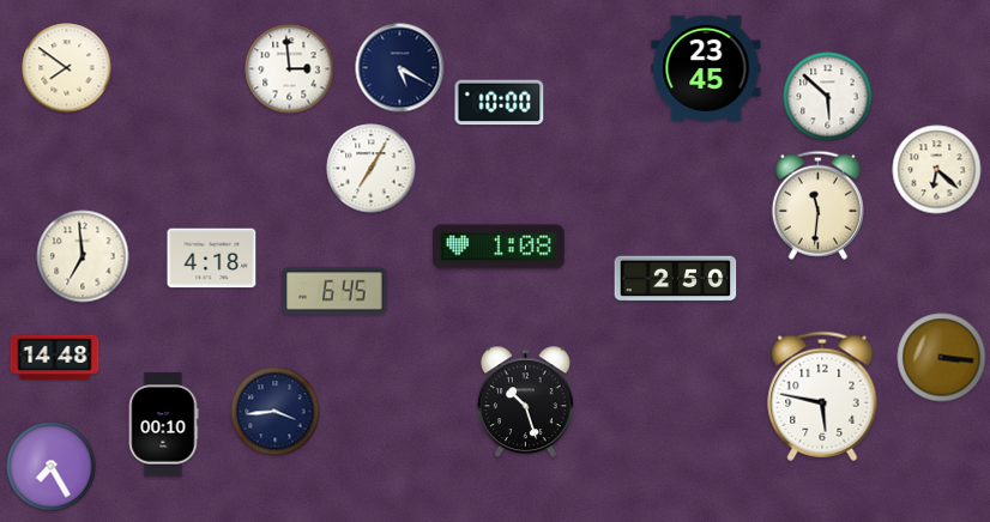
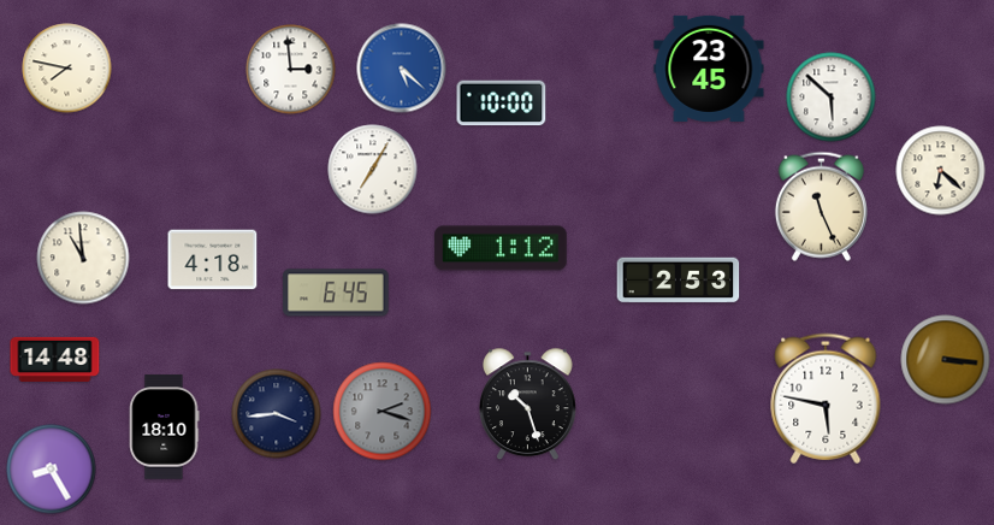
clock at (67, 68): 7:51 -> 7:47
clock at (400, 68): 5:20 -> 5:22
clock at (400, 68) dial: navy -> blue
clock at (817, 205): 11:31 -> 11:26
clock at (499, 247): 1:08 -> 1:12
clock at (83, 256): 6:59 -> 10:59
clock at (676, 279): 2:50 -> 2:53
clock at (383, 412): none -> 2:18
clock at (164, 425): 00:10 -> 18:10
clock at (52, 467): 7:25 -> 8:25
